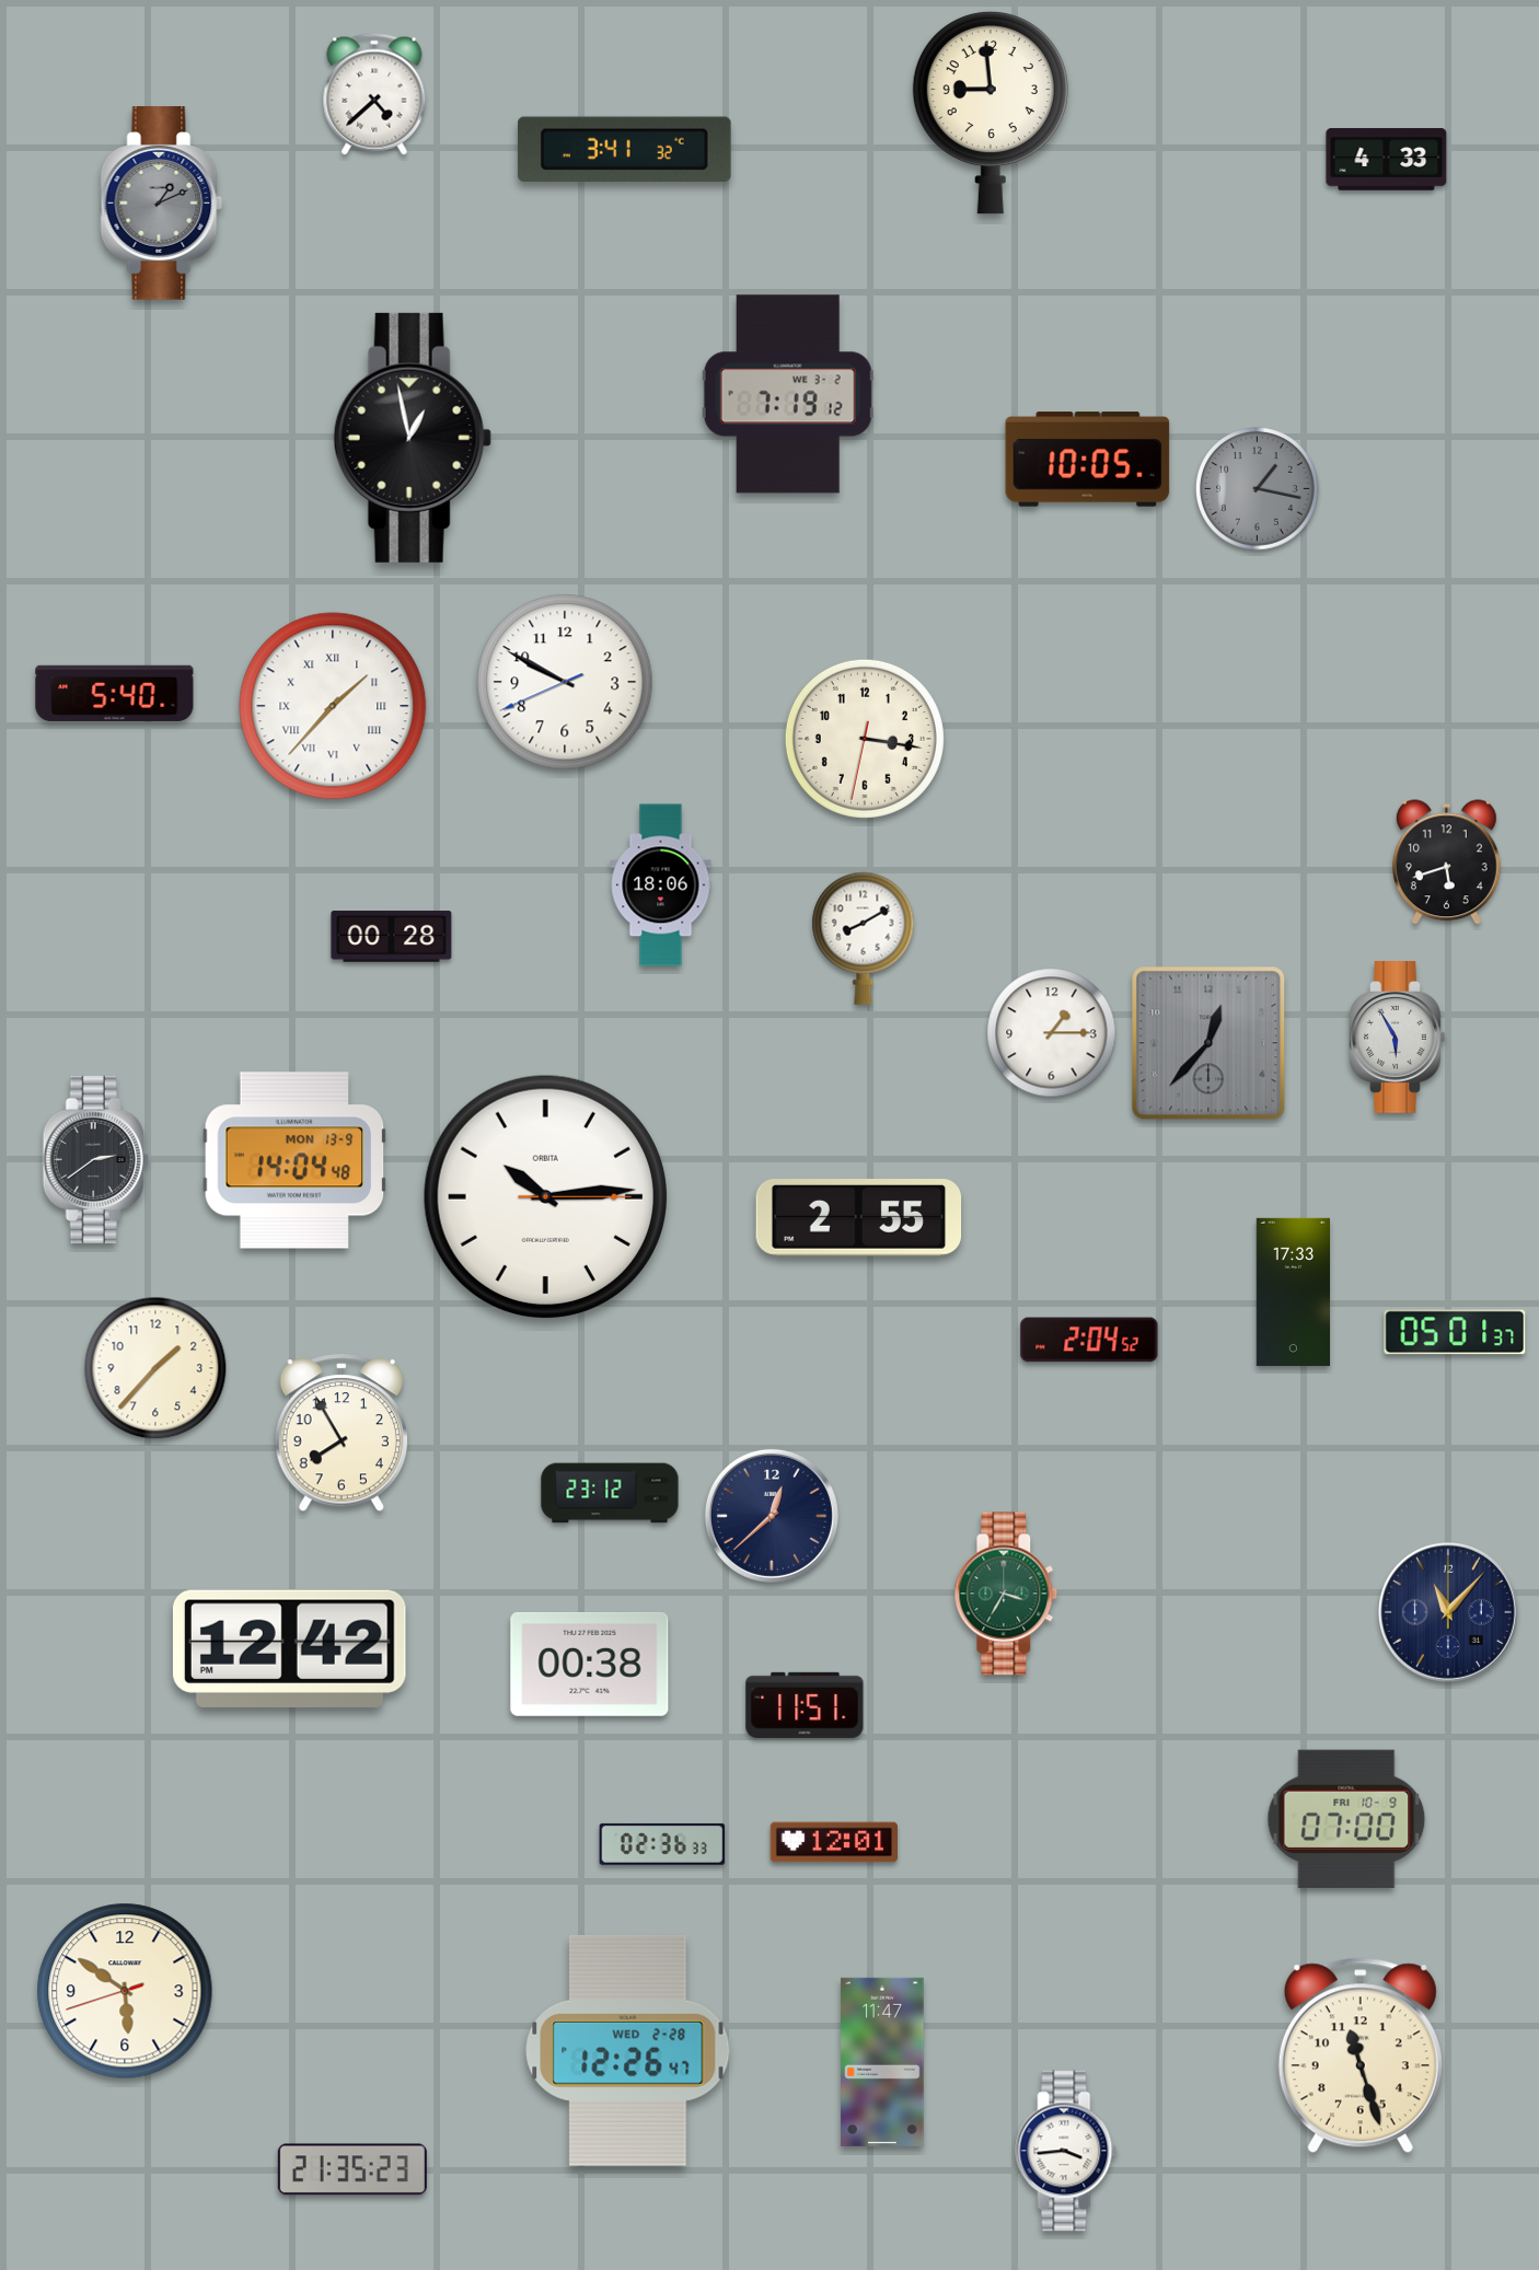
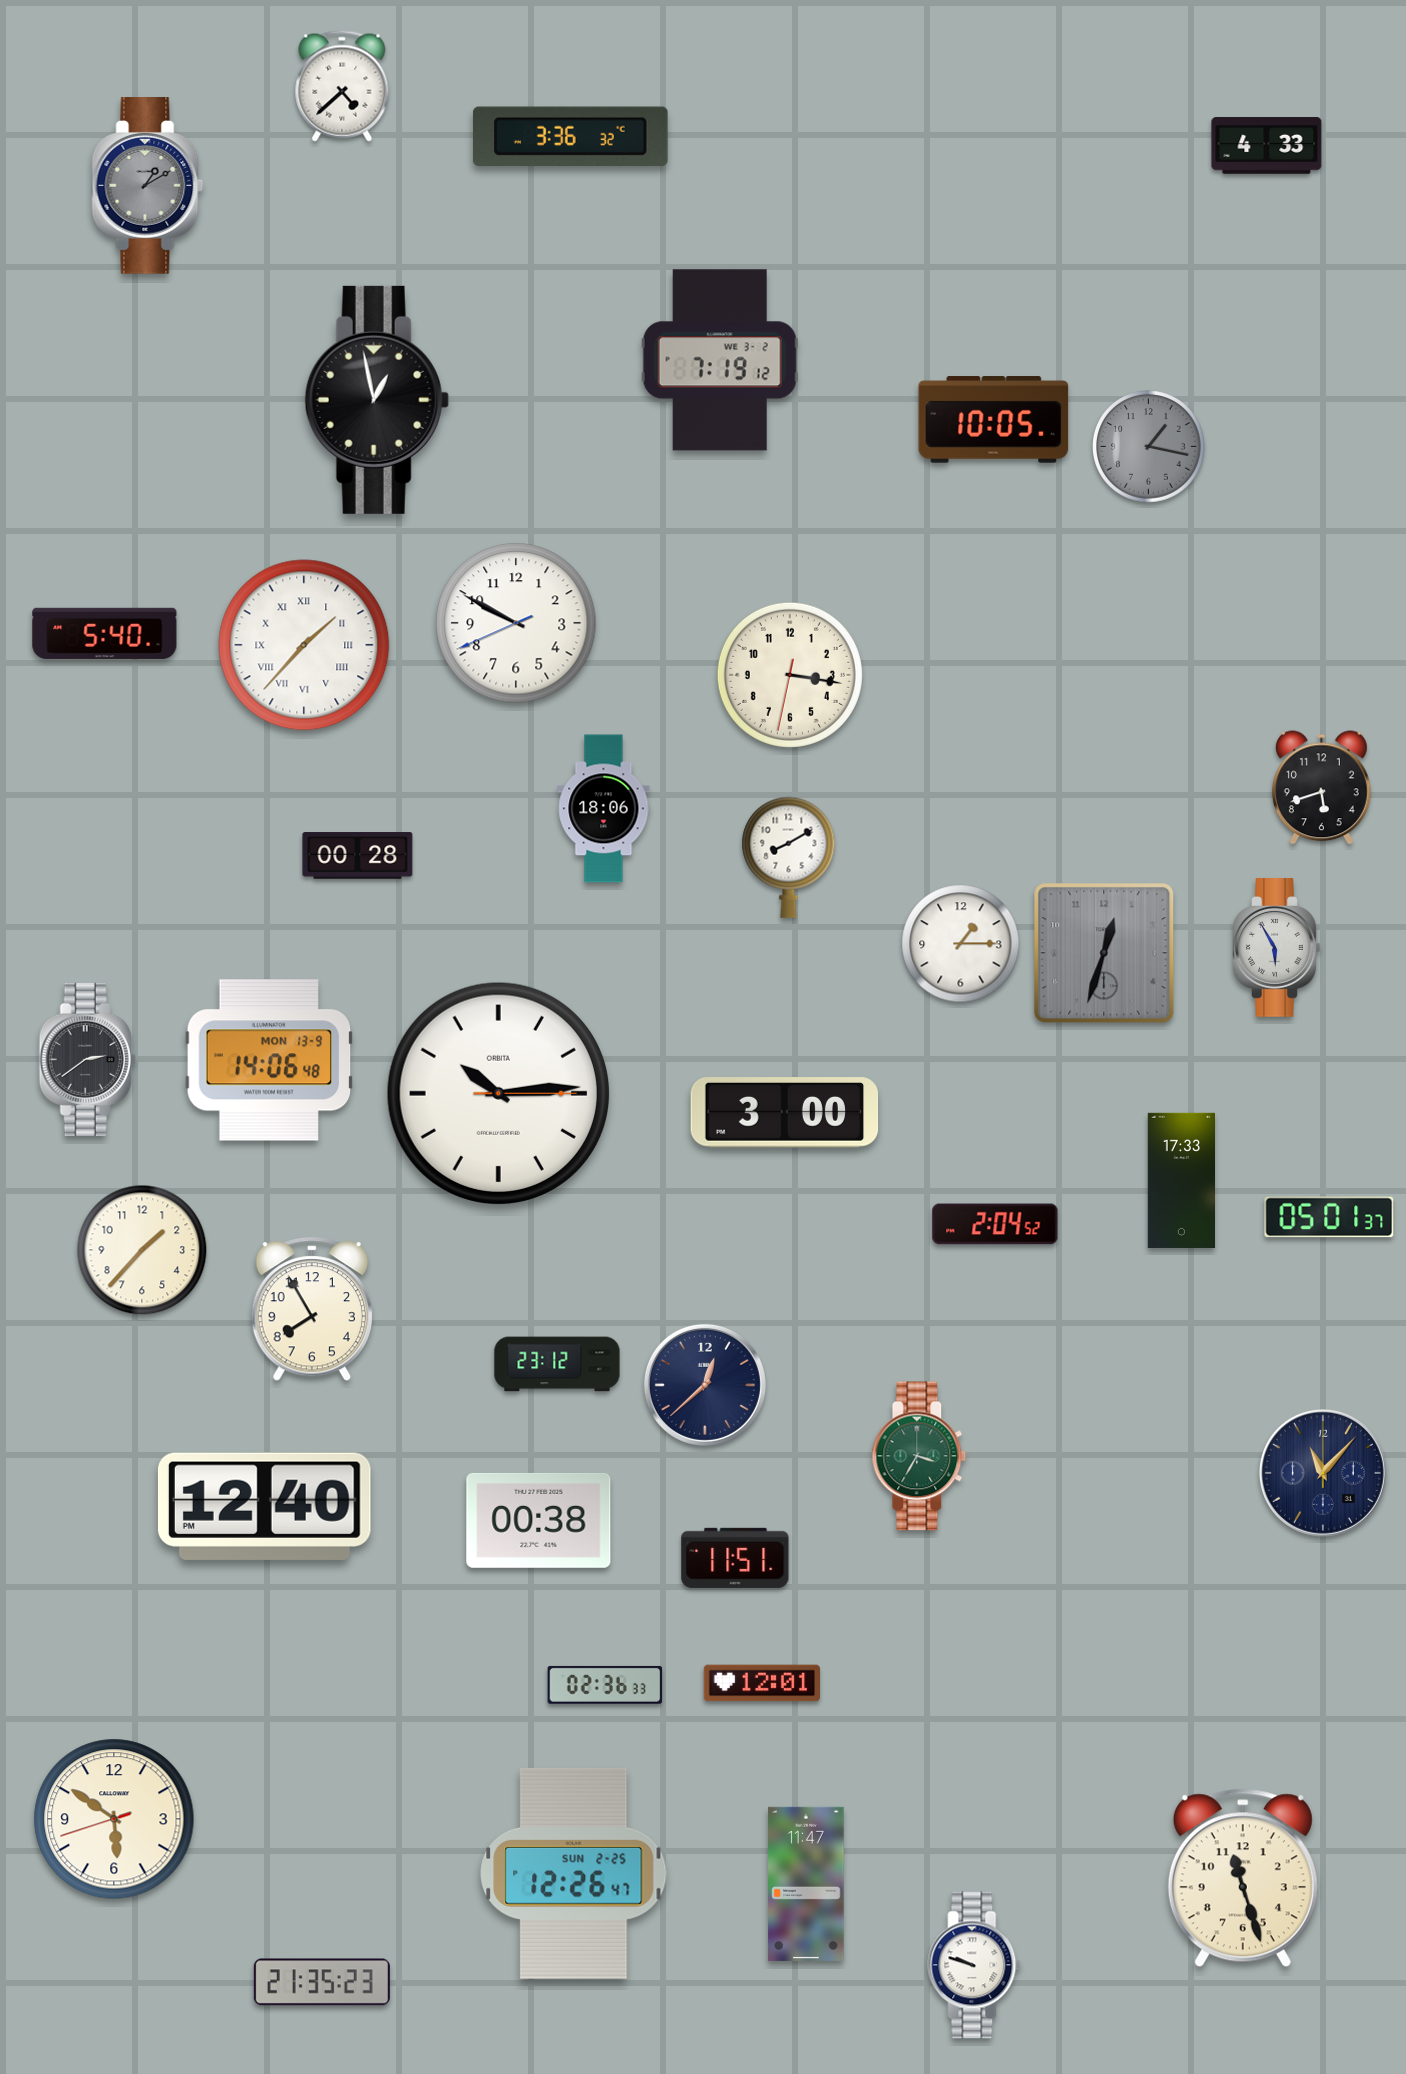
clock at (991, 113): 8:59 -> none
clock at (625, 150): 3:41 -> 3:36
clock at (162, 204): 1:11 -> 1:10
clock at (1208, 1043): 12:37 -> 12:33
clock at (294, 1160): 14:04 -> 14:06
clock at (859, 1218): 2:55 -> 3:00
clock at (289, 1648): 12:42 -> 12:40
clock at (1346, 1818): 07:00 -> none
clock at (628, 2050) date: WED 2-28 -> SUN 2-25
clock at (1066, 2151): 3:44 -> 9:48
